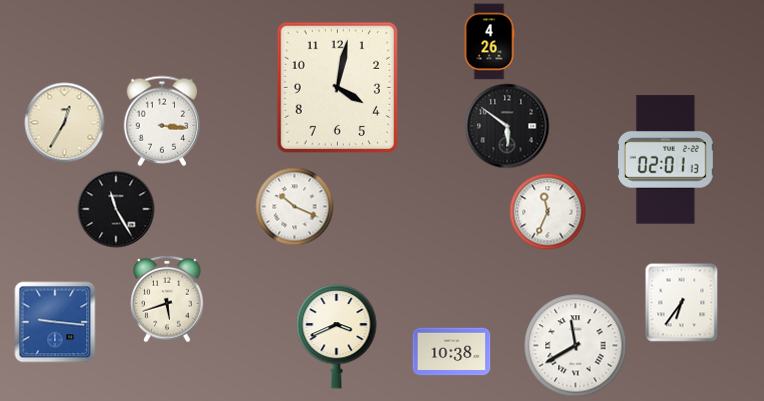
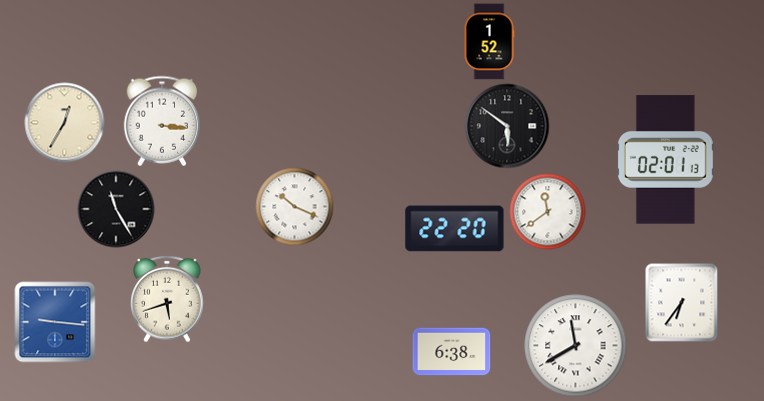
clock at (489, 42): 4:26 -> 1:52
clock at (337, 87): 4:02 -> none
clock at (548, 212): 11:34 -> 11:39
clock at (455, 229): none -> 22:20
clock at (337, 336): 3:41 -> none
clock at (452, 352): 10:38 -> 6:38
